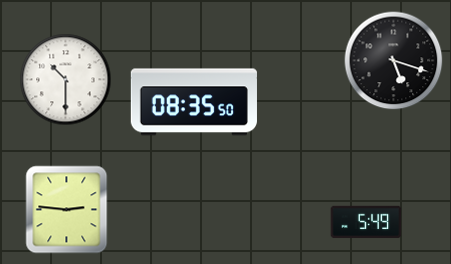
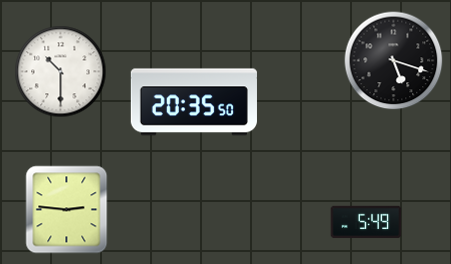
clock at (66, 80) position: (66, 80) -> (61, 72)
clock at (194, 102): 08:35 -> 20:35
